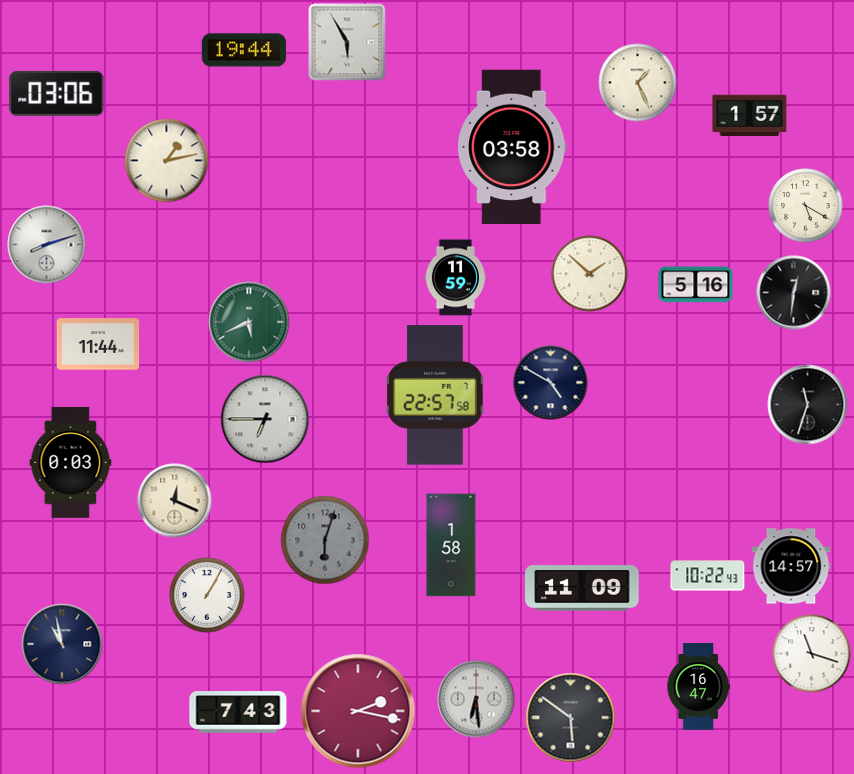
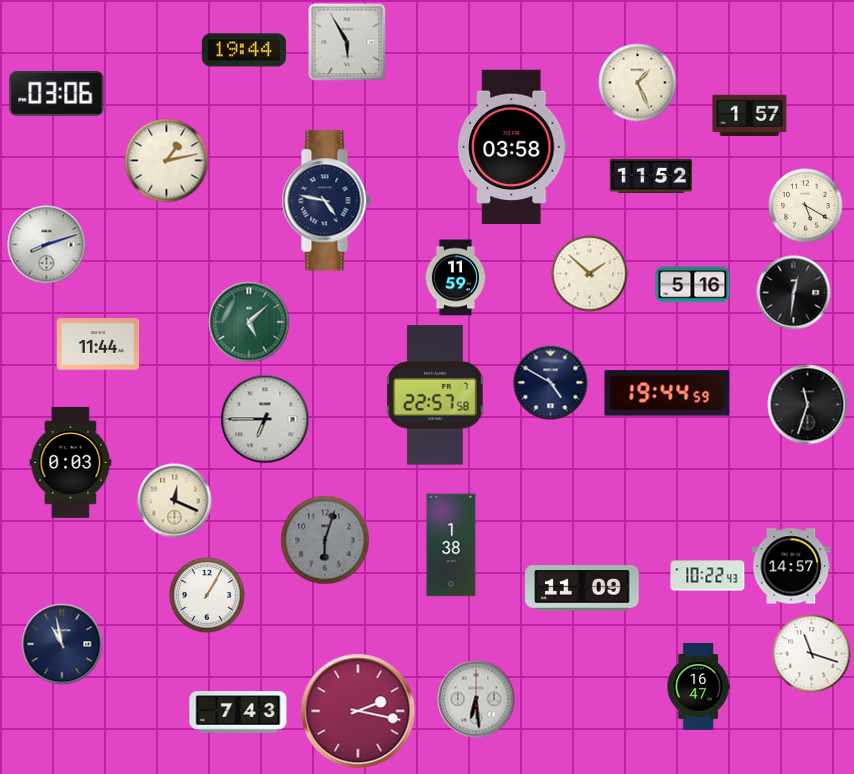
clock at (651, 176): none -> 11:52
clock at (326, 201): none -> 4:47
clock at (696, 285) position: (696, 285) -> (693, 285)
clock at (249, 322): 5:41 -> 5:08
clock at (667, 393): none -> 19:44
clock at (451, 545): 1:58 -> 1:38
clock at (571, 718): 5:51 -> none
